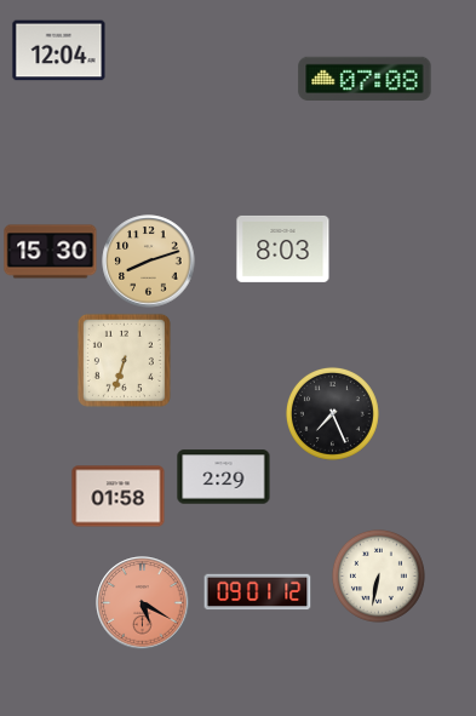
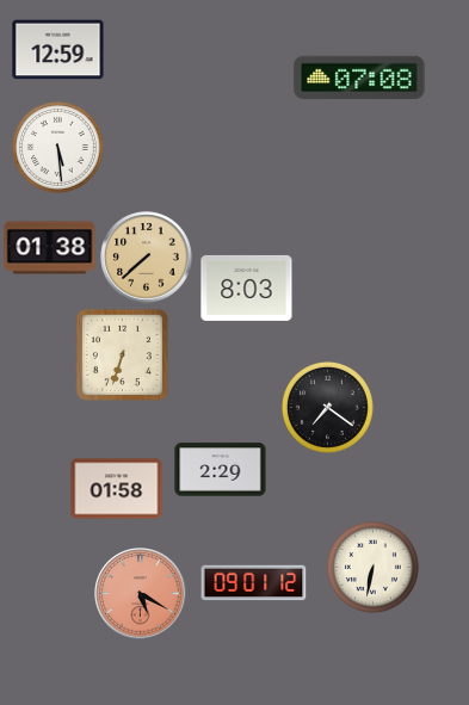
clock at (59, 51): 12:04 -> 12:59
clock at (57, 147): none -> 5:29
clock at (283, 248) position: (283, 248) -> (247, 287)
clock at (51, 252): 15:30 -> 01:38
clock at (149, 262): 8:12 -> 7:38
clock at (332, 413): 7:26 -> 7:21
